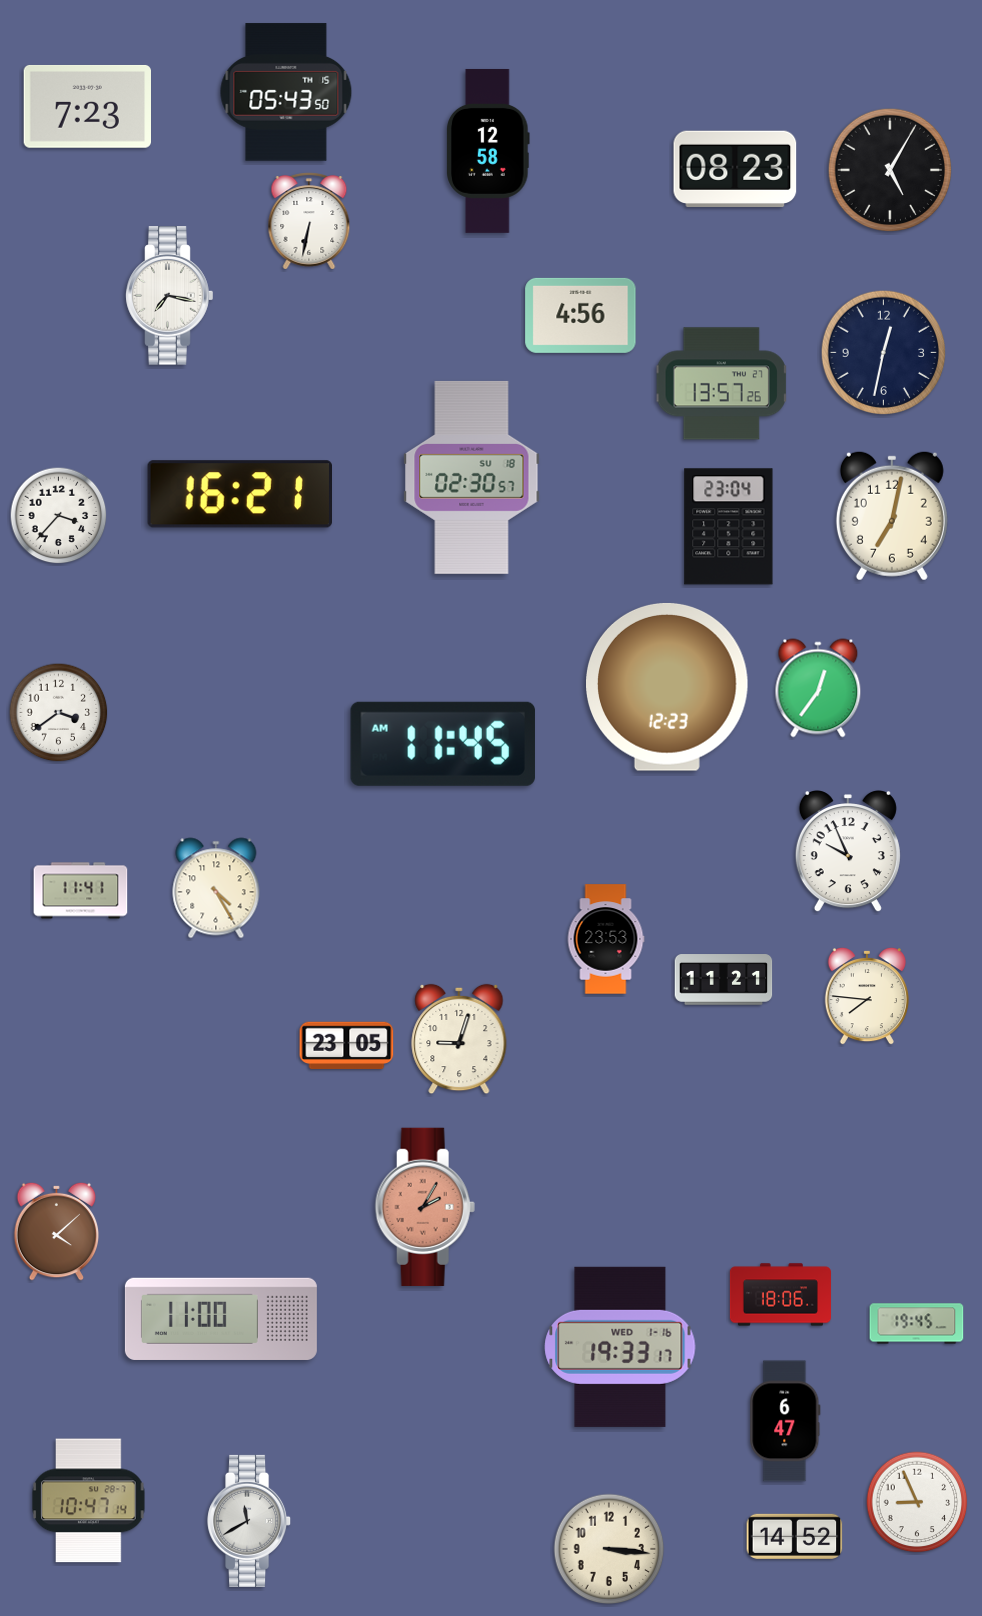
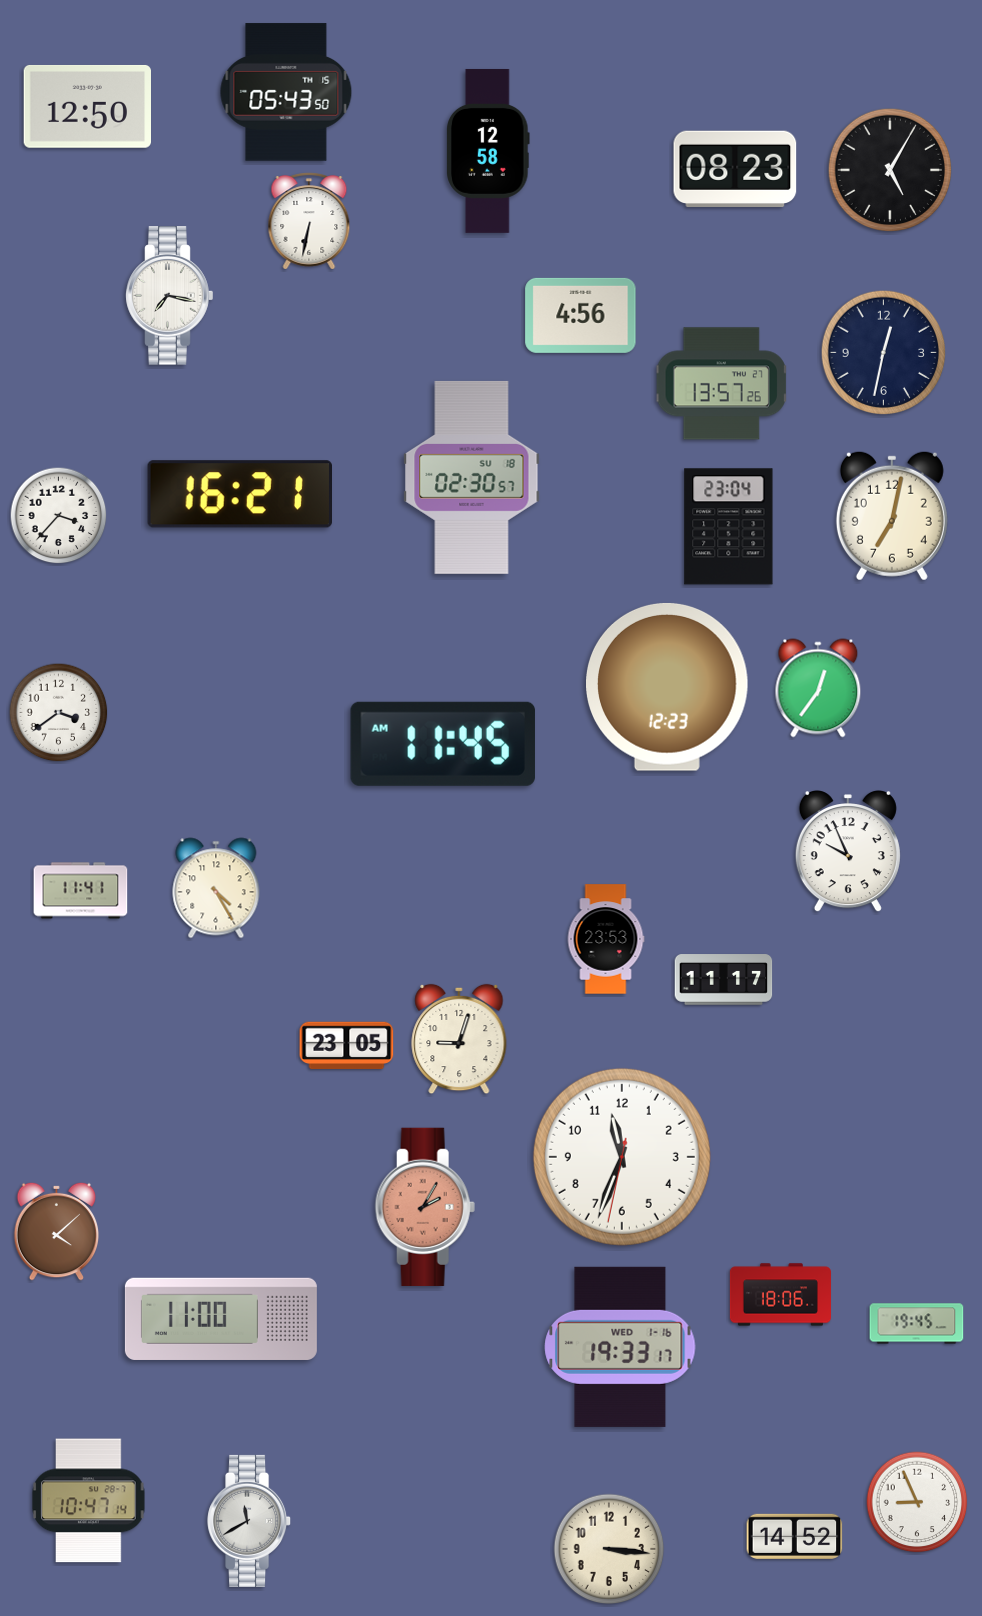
clock at (87, 106): 7:23 -> 12:50
clock at (724, 980): 11:21 -> 11:17
clock at (867, 996): 7:46 -> none
clock at (622, 1157): none -> 11:33
clock at (785, 1421): 6:47 -> none
